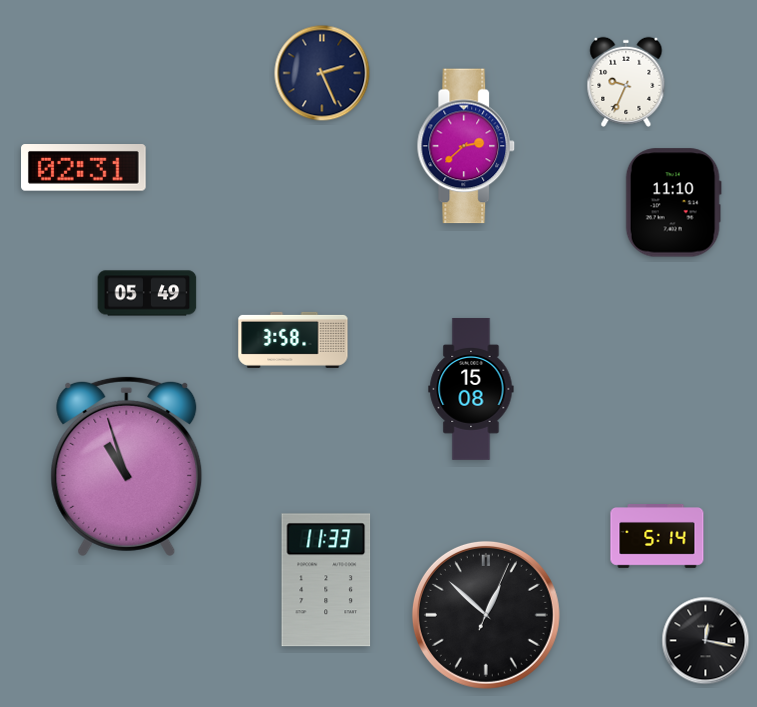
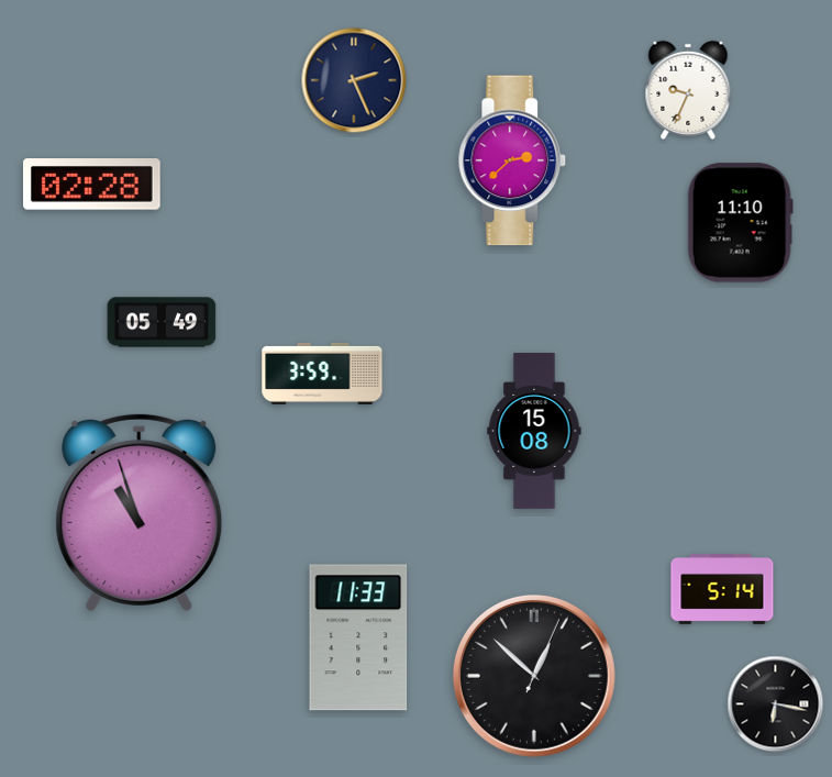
clock at (84, 168): 02:31 -> 02:28
clock at (293, 340): 3:58 -> 3:59
clock at (471, 389) position: (471, 389) -> (534, 431)
clock at (706, 641): 12:17 -> 6:17
